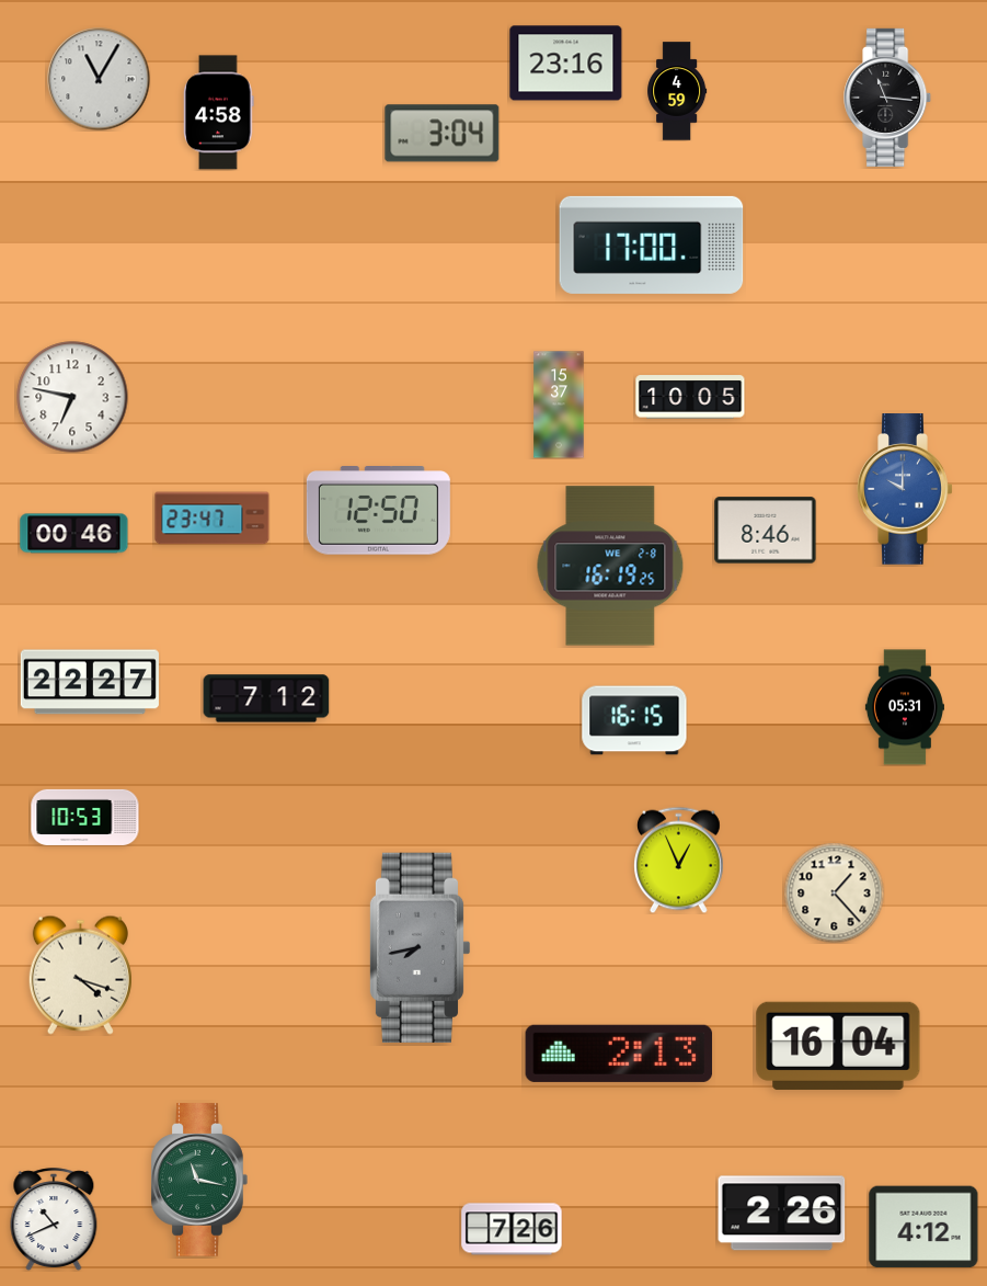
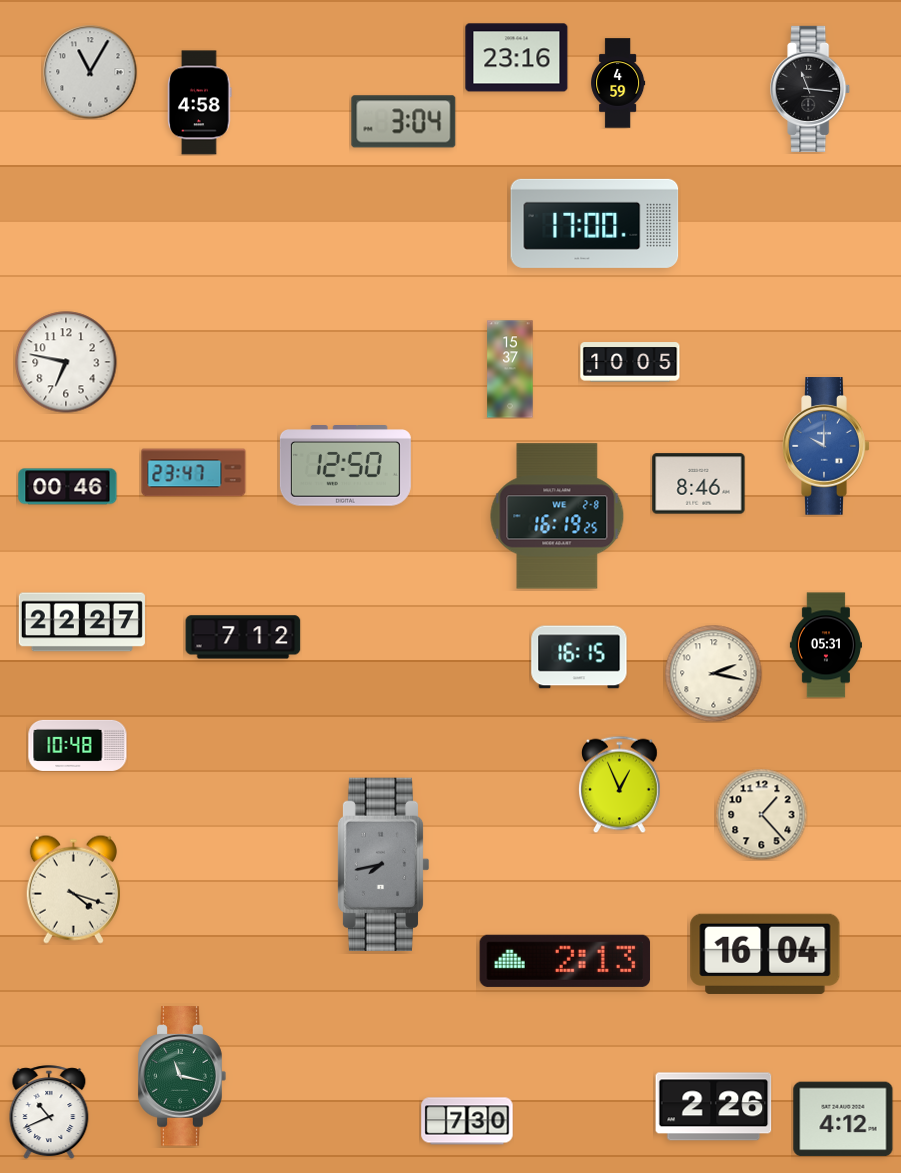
clock at (713, 673): none -> 2:17
clock at (85, 817): 10:53 -> 10:48
clock at (512, 1229): 7:26 -> 7:30
